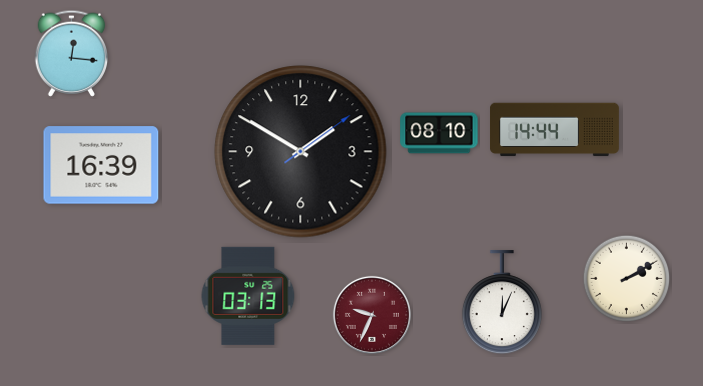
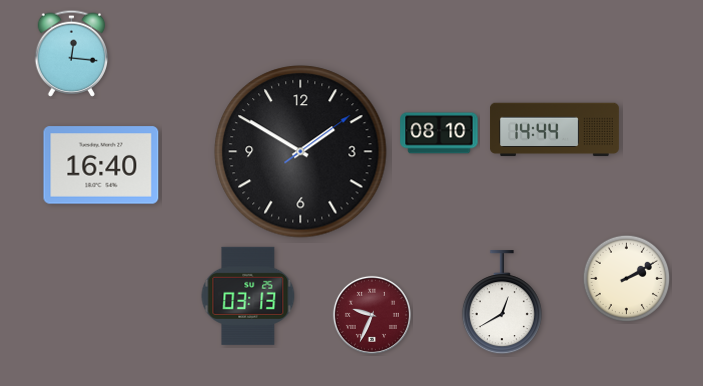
clock at (101, 165): 16:39 -> 16:40
clock at (502, 303): 12:04 -> 12:40
